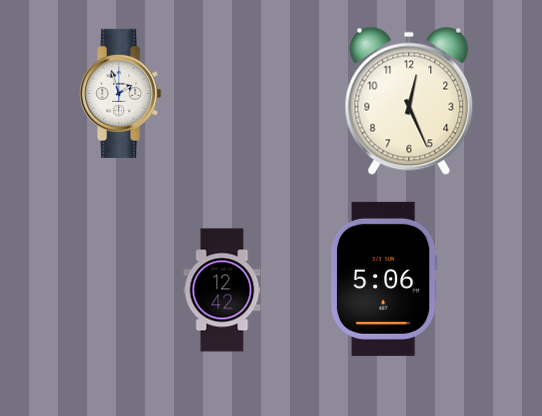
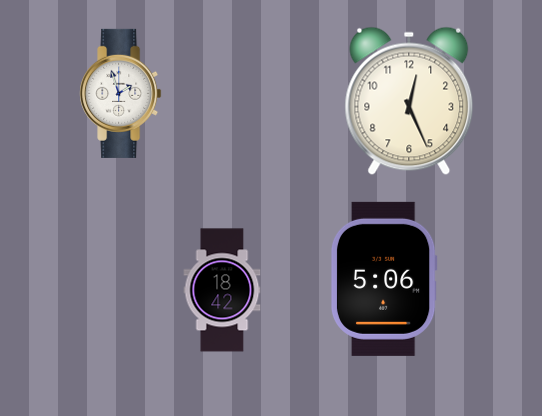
clock at (222, 290): 12:42 -> 18:42
